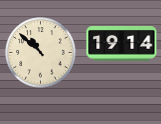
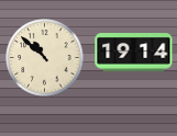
clock at (122, 44) position: (122, 44) -> (134, 53)
